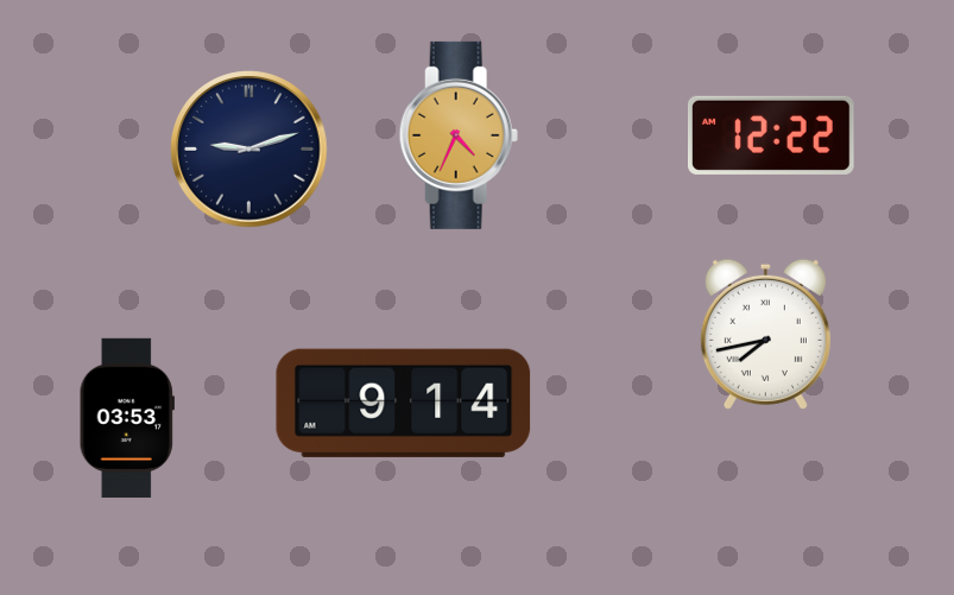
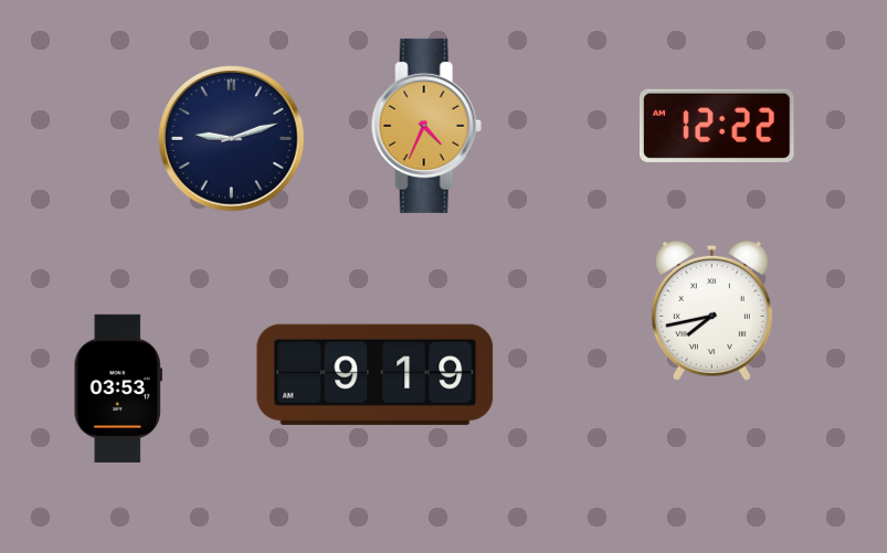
clock at (404, 403): 9:14 -> 9:19
